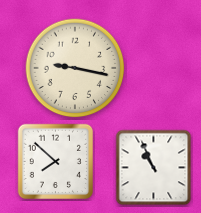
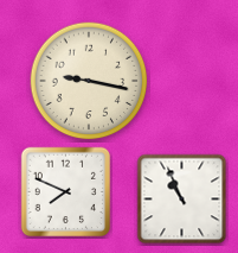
clock at (56, 162): 7:52 -> 7:49
